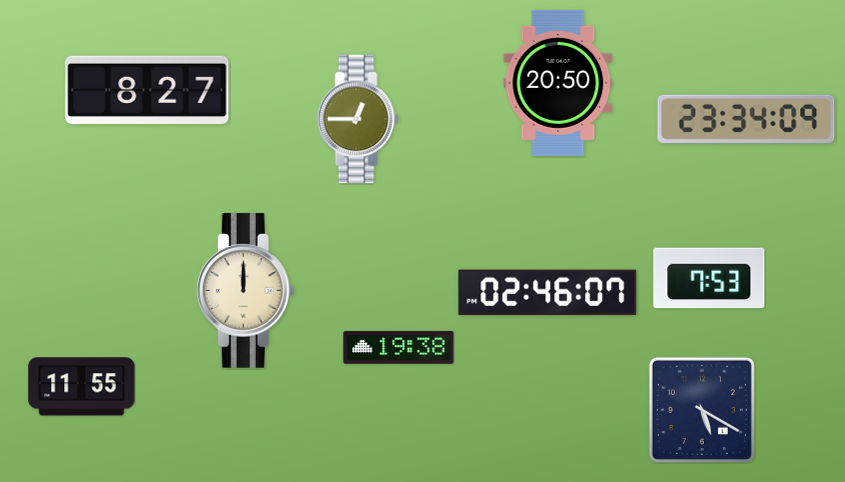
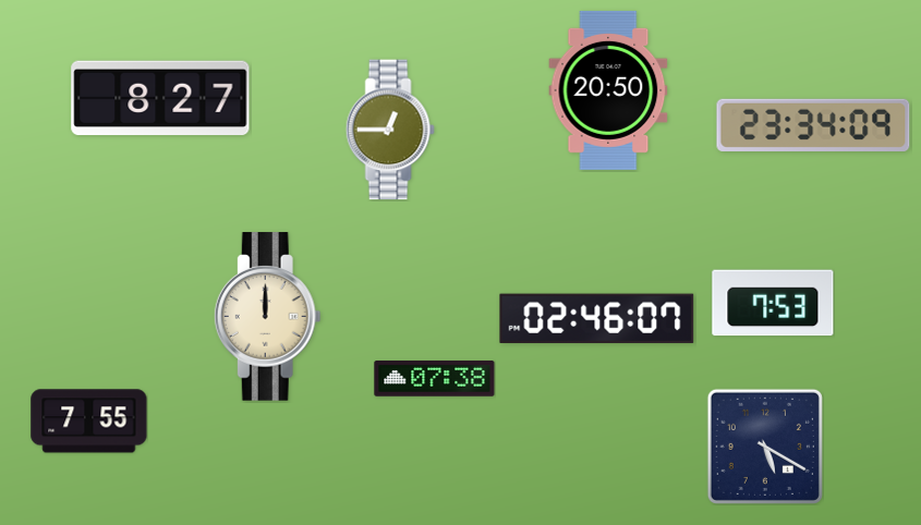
clock at (746, 119) position: (746, 119) -> (813, 125)
clock at (399, 348): 19:38 -> 07:38
clock at (82, 387): 11:55 -> 7:55
